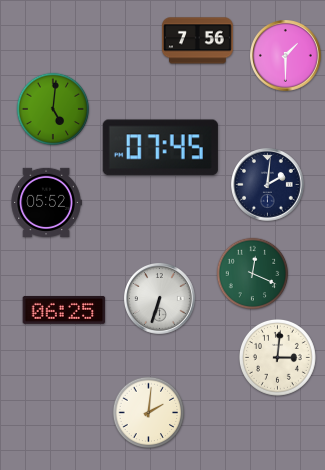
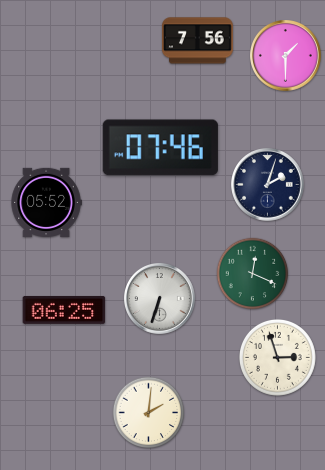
clock at (53, 109): 5:01 -> none
clock at (160, 148): 07:45 -> 07:46
clock at (268, 185): 2:01 -> 2:03
clock at (277, 357): 3:01 -> 2:57
